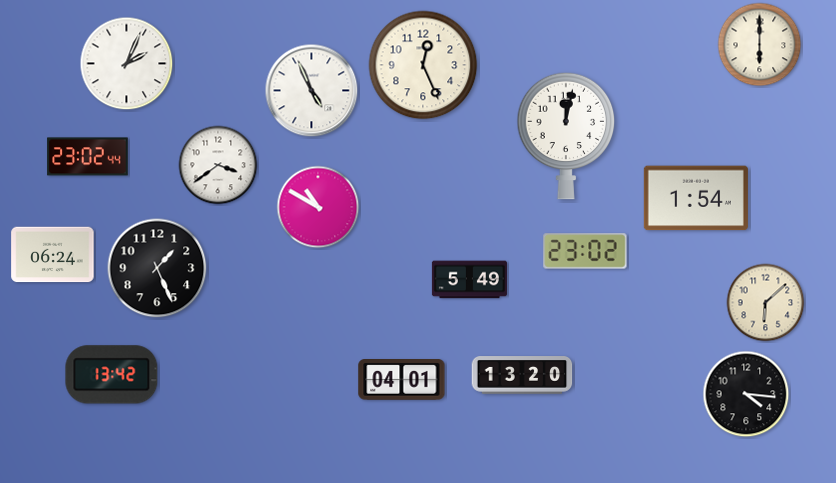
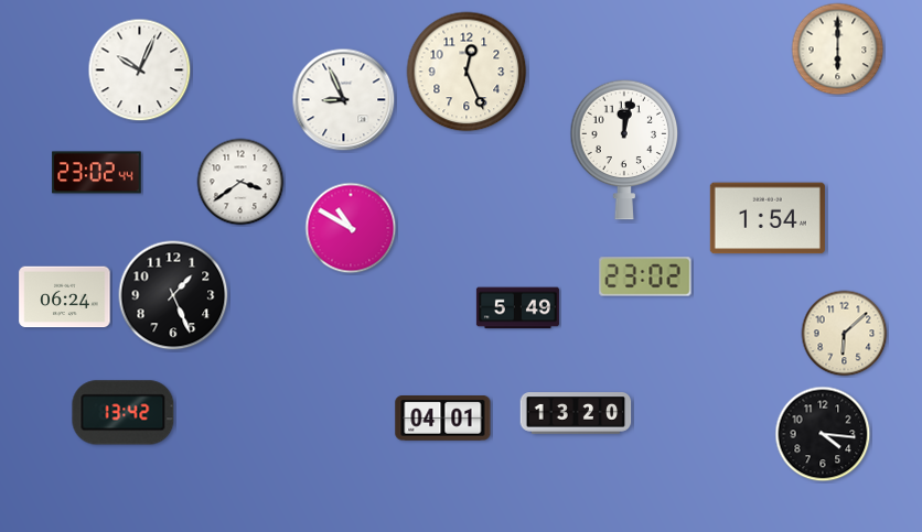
clock at (127, 64): 2:04 -> 10:04
clock at (312, 91): 4:56 -> 8:56
clock at (53, 255) position: (53, 255) -> (65, 297)
